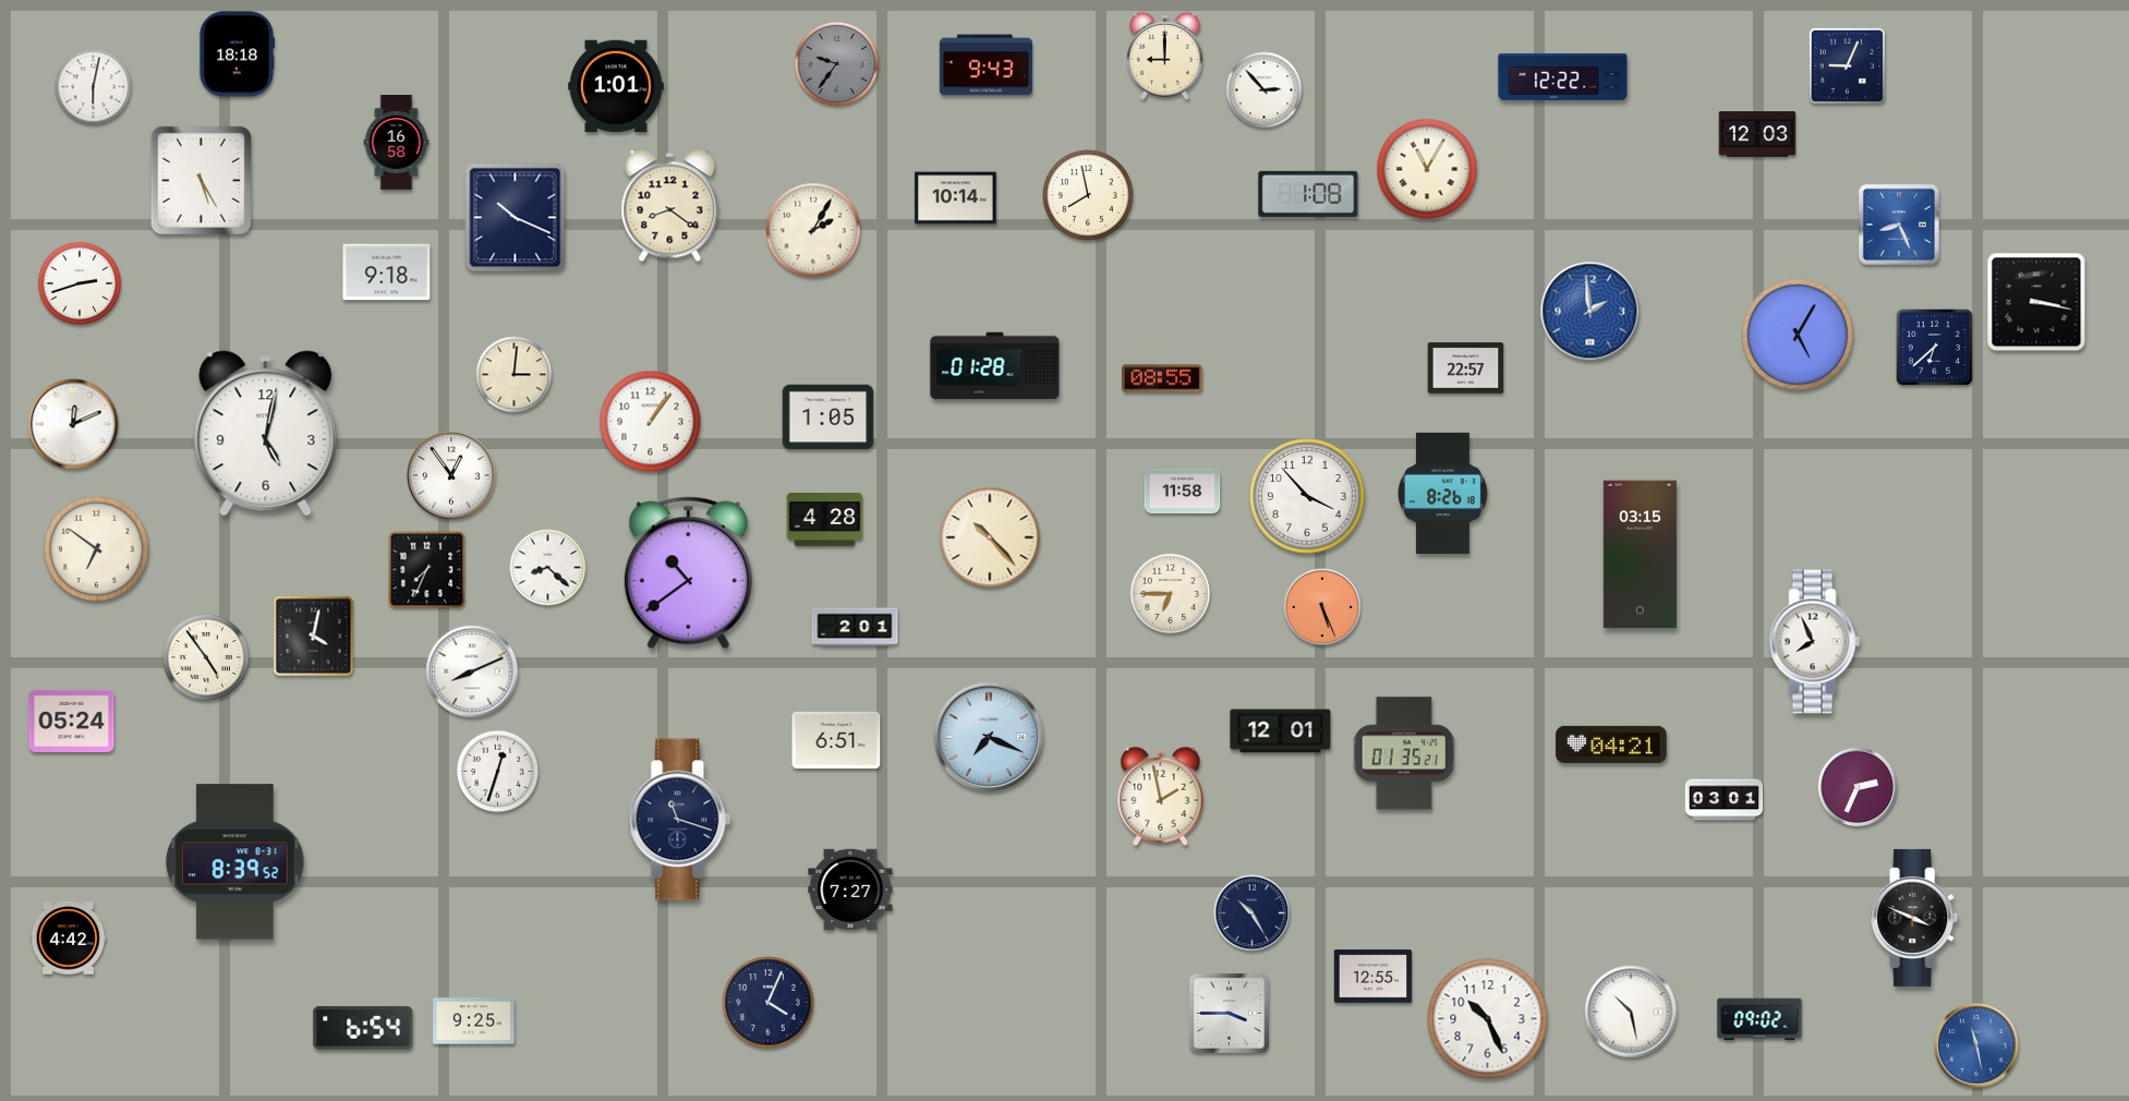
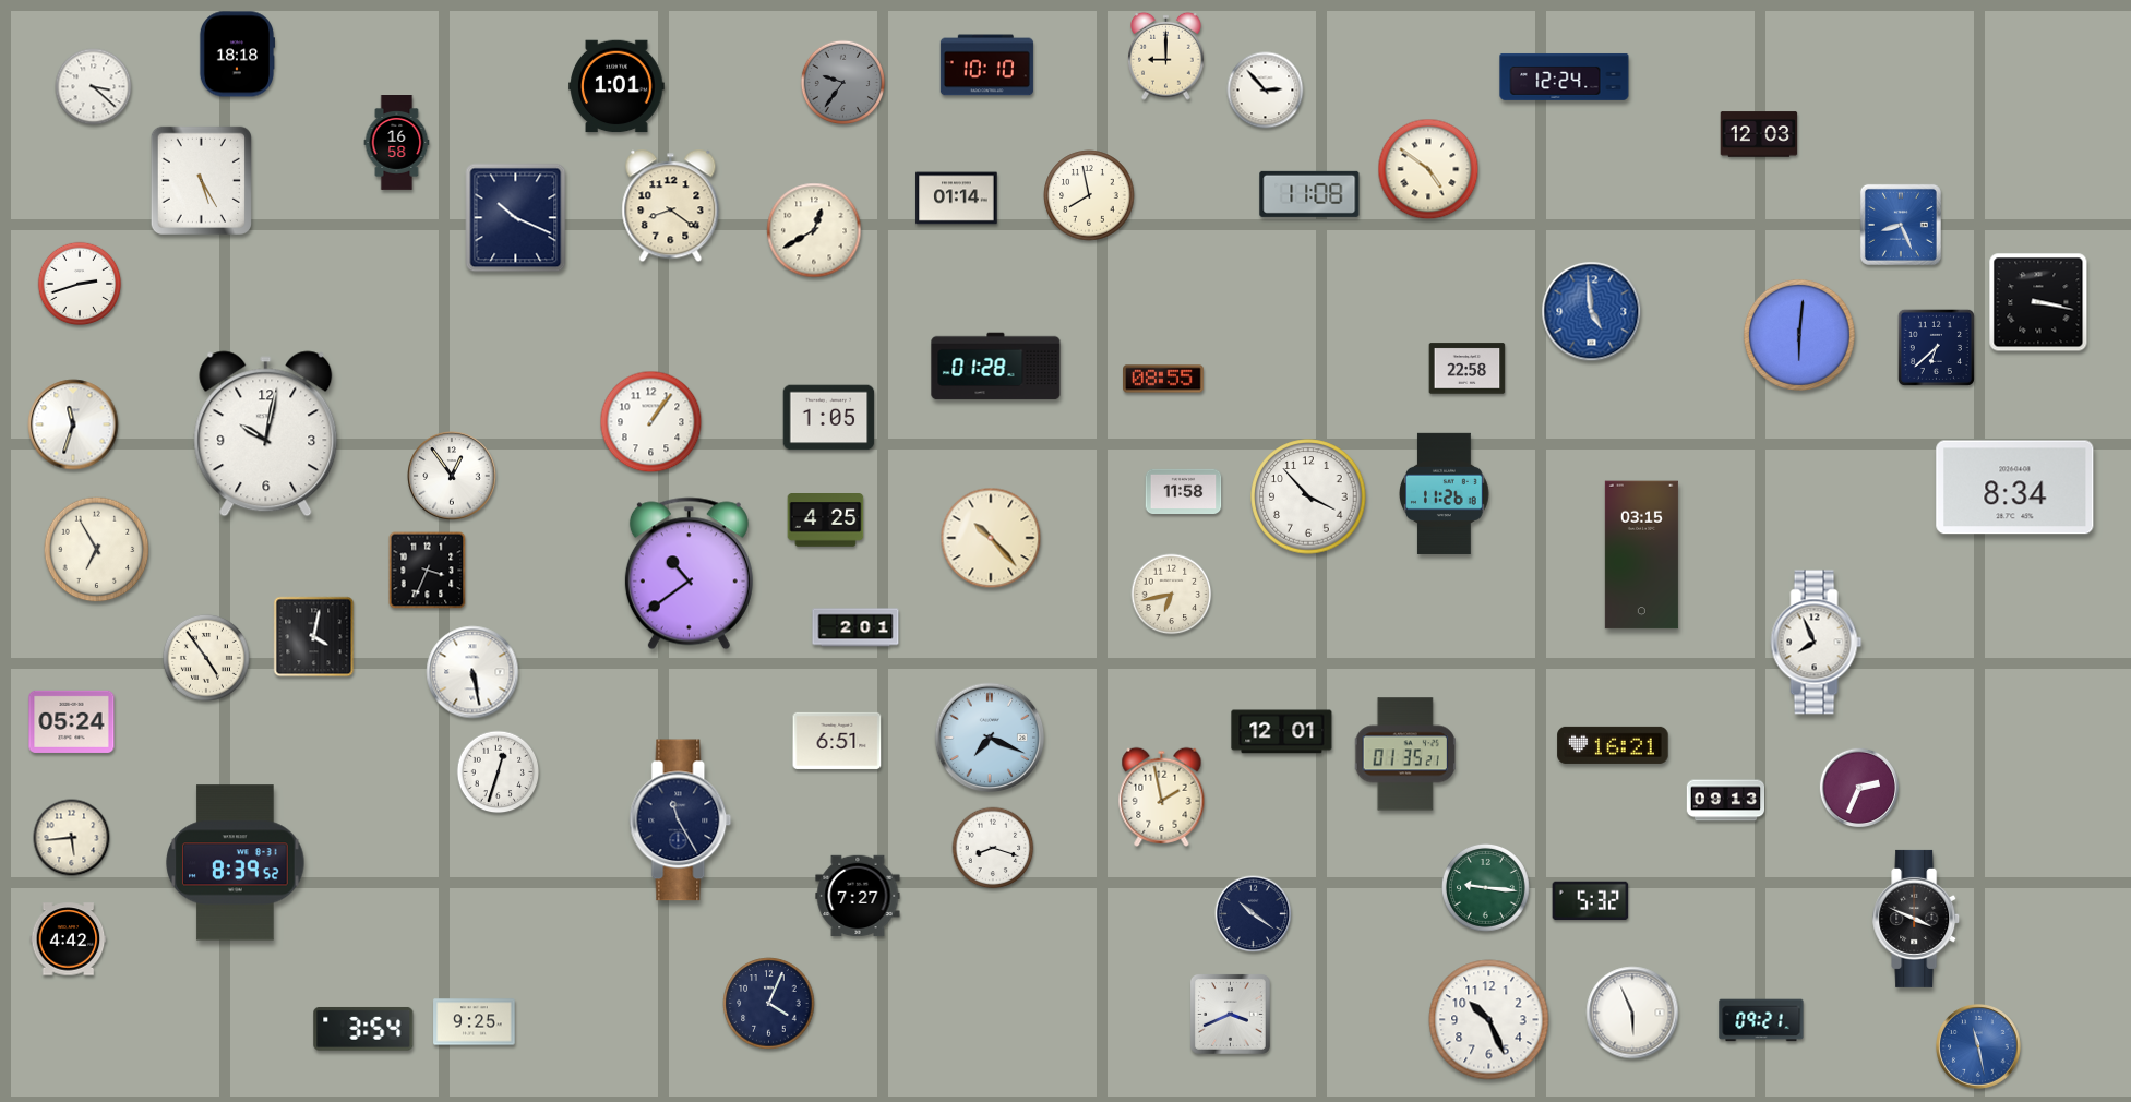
clock at (836, 63) position: (836, 63) -> (842, 82)
clock at (985, 65): 9:43 -> 10:10
clock at (1847, 65): 9:04 -> none
clock at (1563, 76): 12:22 -> 12:24
clock at (94, 87): 6:02 -> 3:22
clock at (1427, 169): 11:05 -> 4:51
clock at (1308, 194): 1:08 -> 11:08
clock at (956, 198): 10:14 -> 01:14
clock at (813, 230): 2:05 -> 12:40
clock at (387, 273): 9:18 -> none
clock at (1590, 312): 1:59 -> 4:59
clock at (1798, 335): 5:05 -> 6:01
clock at (1466, 368): 22:57 -> 22:58
clock at (515, 375): 3:01 -> none
clock at (73, 424): 12:11 -> 11:33
clock at (266, 434): 5:02 -> 10:02
clock at (2015, 488): none -> 8:34
clock at (1443, 493): 8:26 -> 11:26
clock at (825, 520): 4:28 -> 4:25
clock at (97, 549): 6:51 -> 6:55
clock at (548, 568): 8:22 -> none
clock at (427, 570): 7:34 -> 3:34
clock at (1171, 594): 6:45 -> 6:43
clock at (1322, 607): 5:26 -> none
clock at (472, 672): 8:11 -> 5:28
clock at (1611, 745): 04:21 -> 16:21
clock at (1725, 800): 03:01 -> 09:13
clock at (680, 820): 11:18 -> 11:25
clock at (72, 838): none -> 5:44
clock at (993, 848): none -> 8:18
clock at (1486, 888): none -> 9:16
clock at (850, 890) position: (850, 890) -> (858, 896)
clock at (1591, 901): none -> 5:32
clock at (1253, 914): 10:25 -> 10:21
clock at (1374, 977): 12:55 -> none
clock at (1631, 1012): 10:28 -> 5:56
clock at (1229, 1013): 3:45 -> 3:41
clock at (1759, 1019): 09:02 -> 09:21
clock at (363, 1028): 6:54 -> 3:54
